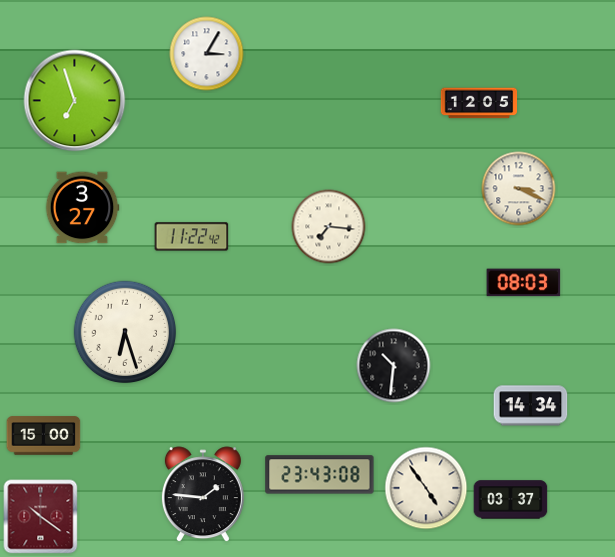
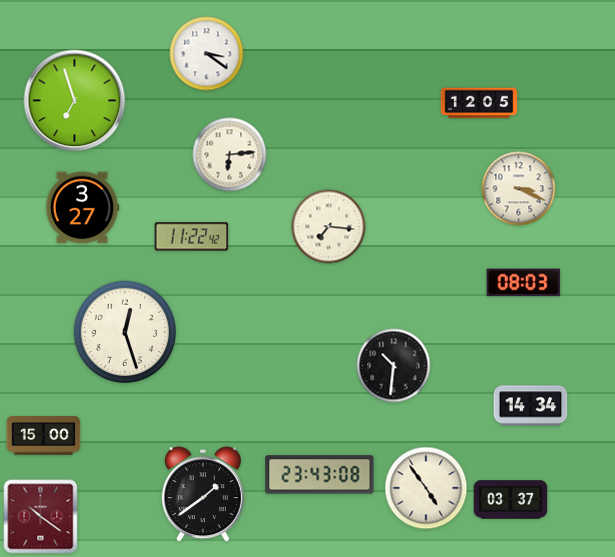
clock at (207, 54): 3:05 -> 3:21
clock at (230, 155): none -> 6:14
clock at (125, 332): 6:27 -> 12:27
clock at (203, 495): 1:46 -> 1:39
